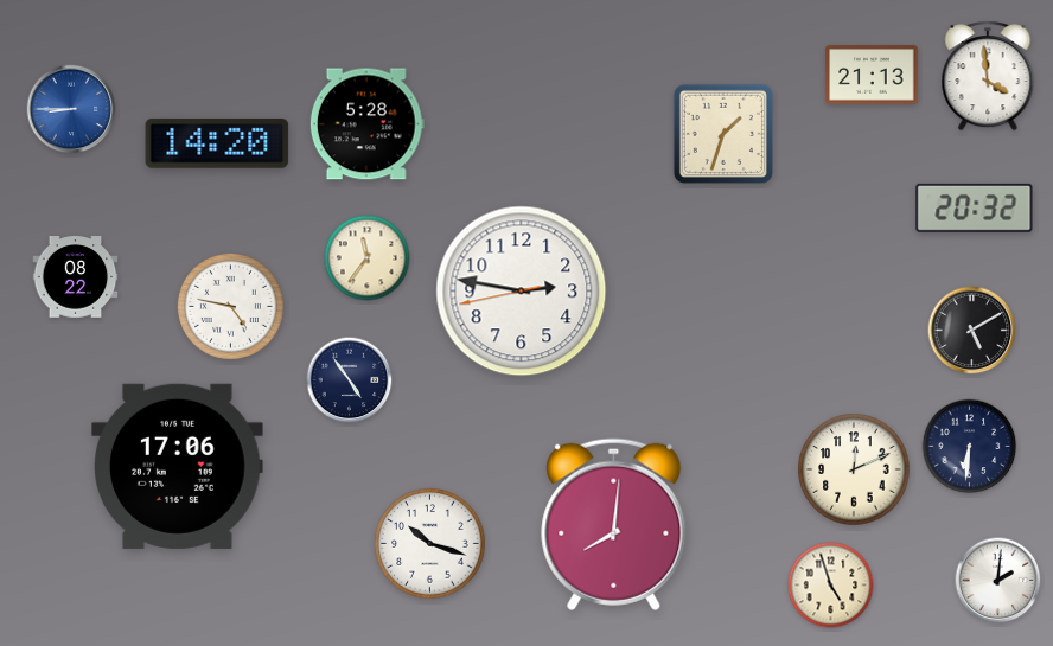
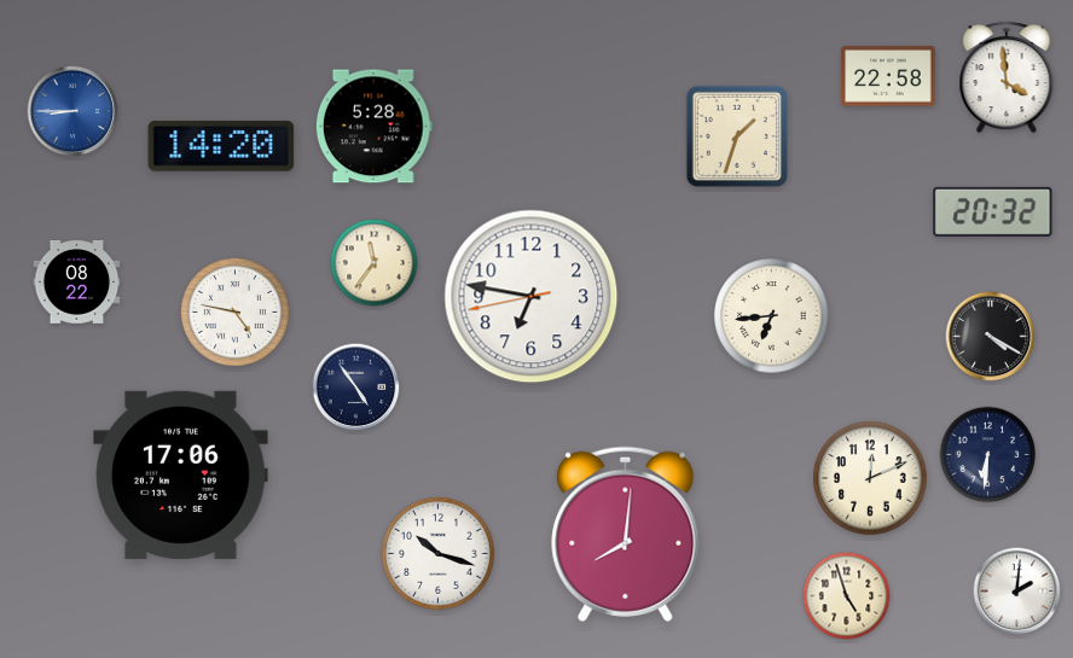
clock at (872, 75): 21:13 -> 22:58
clock at (522, 292): 2:46 -> 6:46
clock at (772, 316): none -> 6:44
clock at (972, 331): 5:10 -> 4:20
